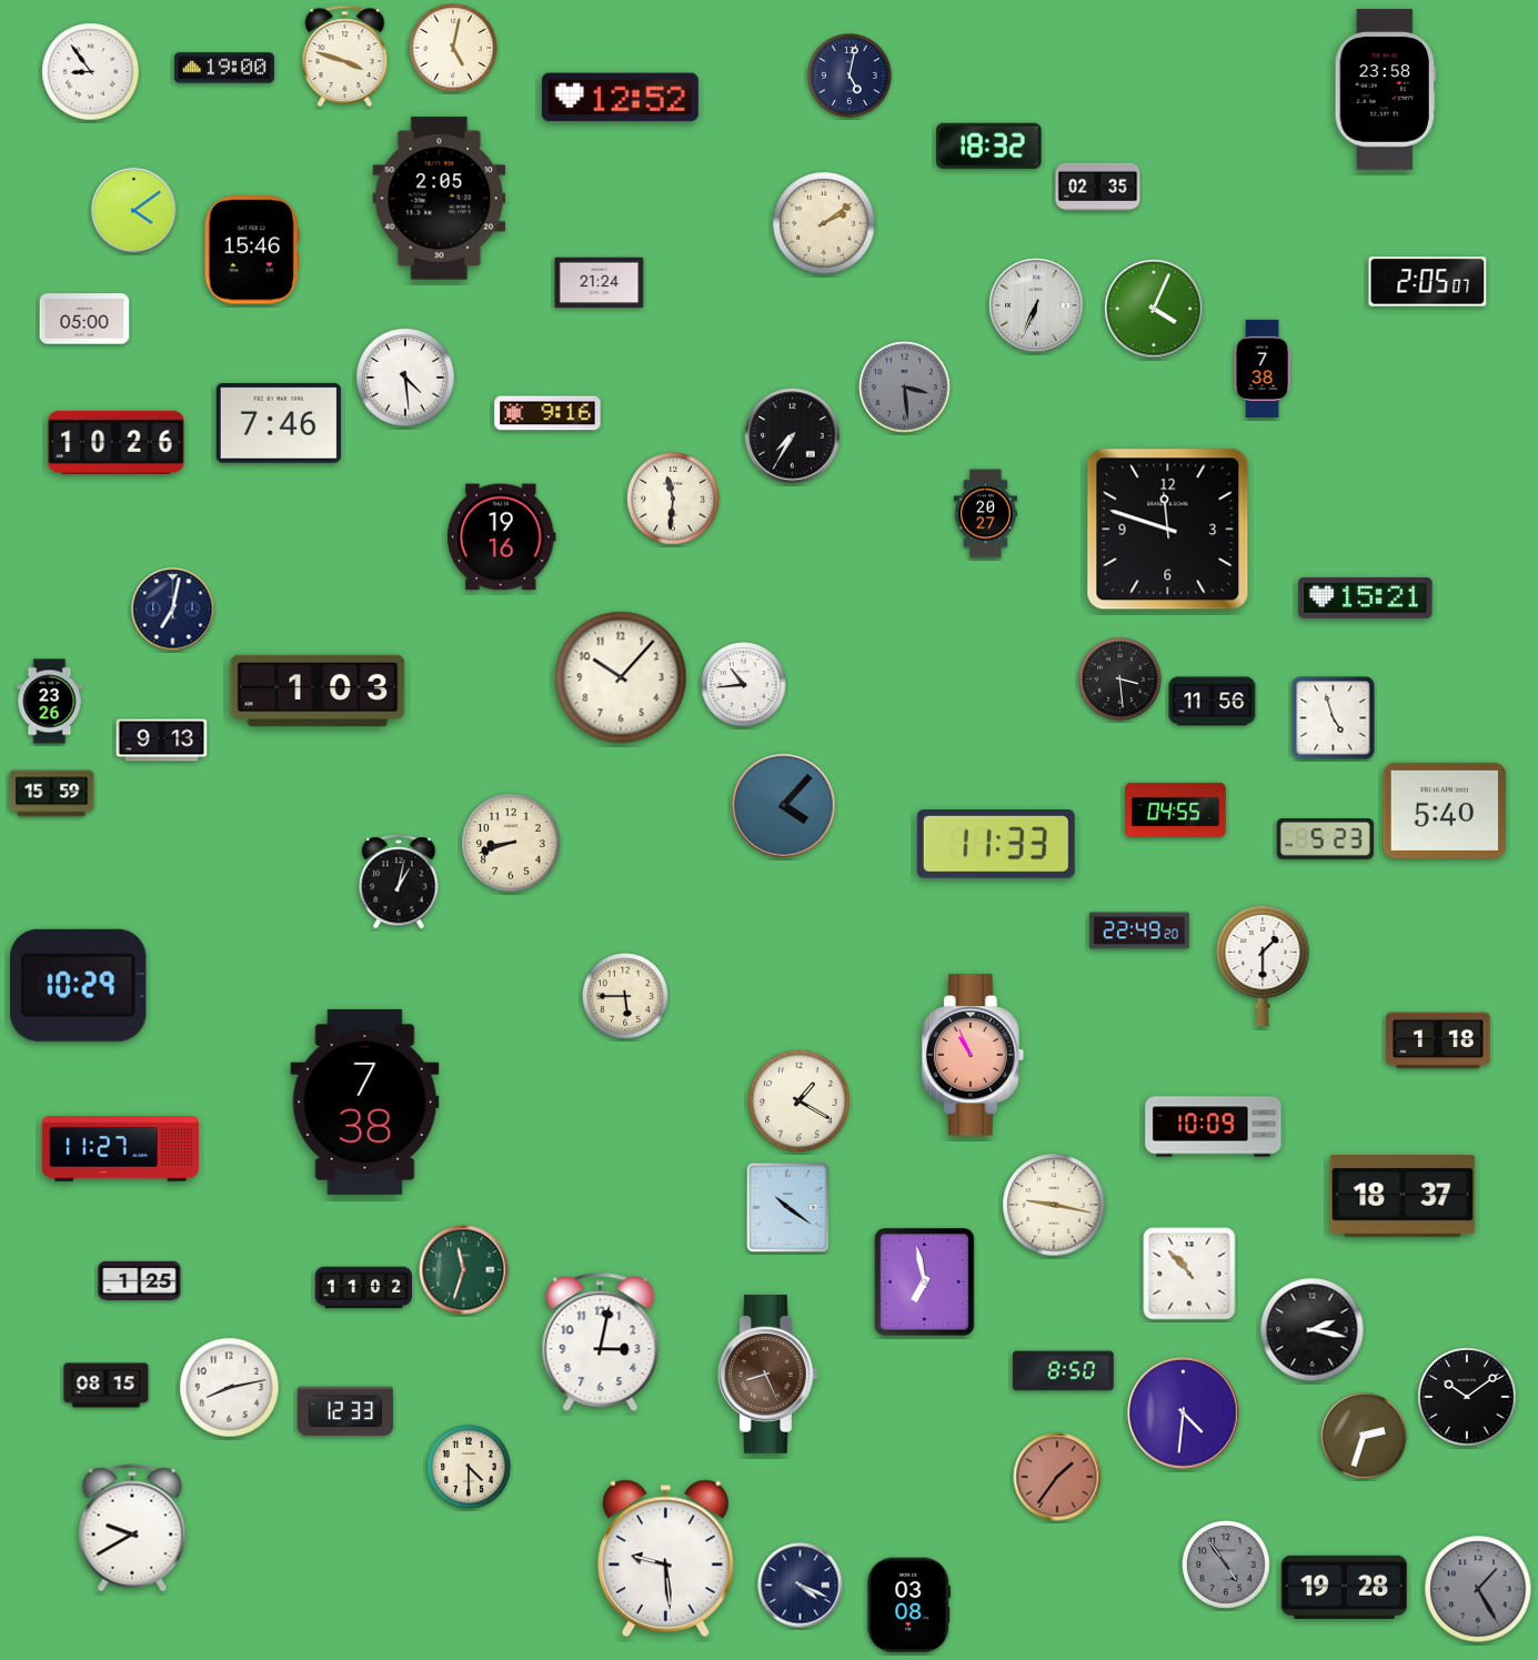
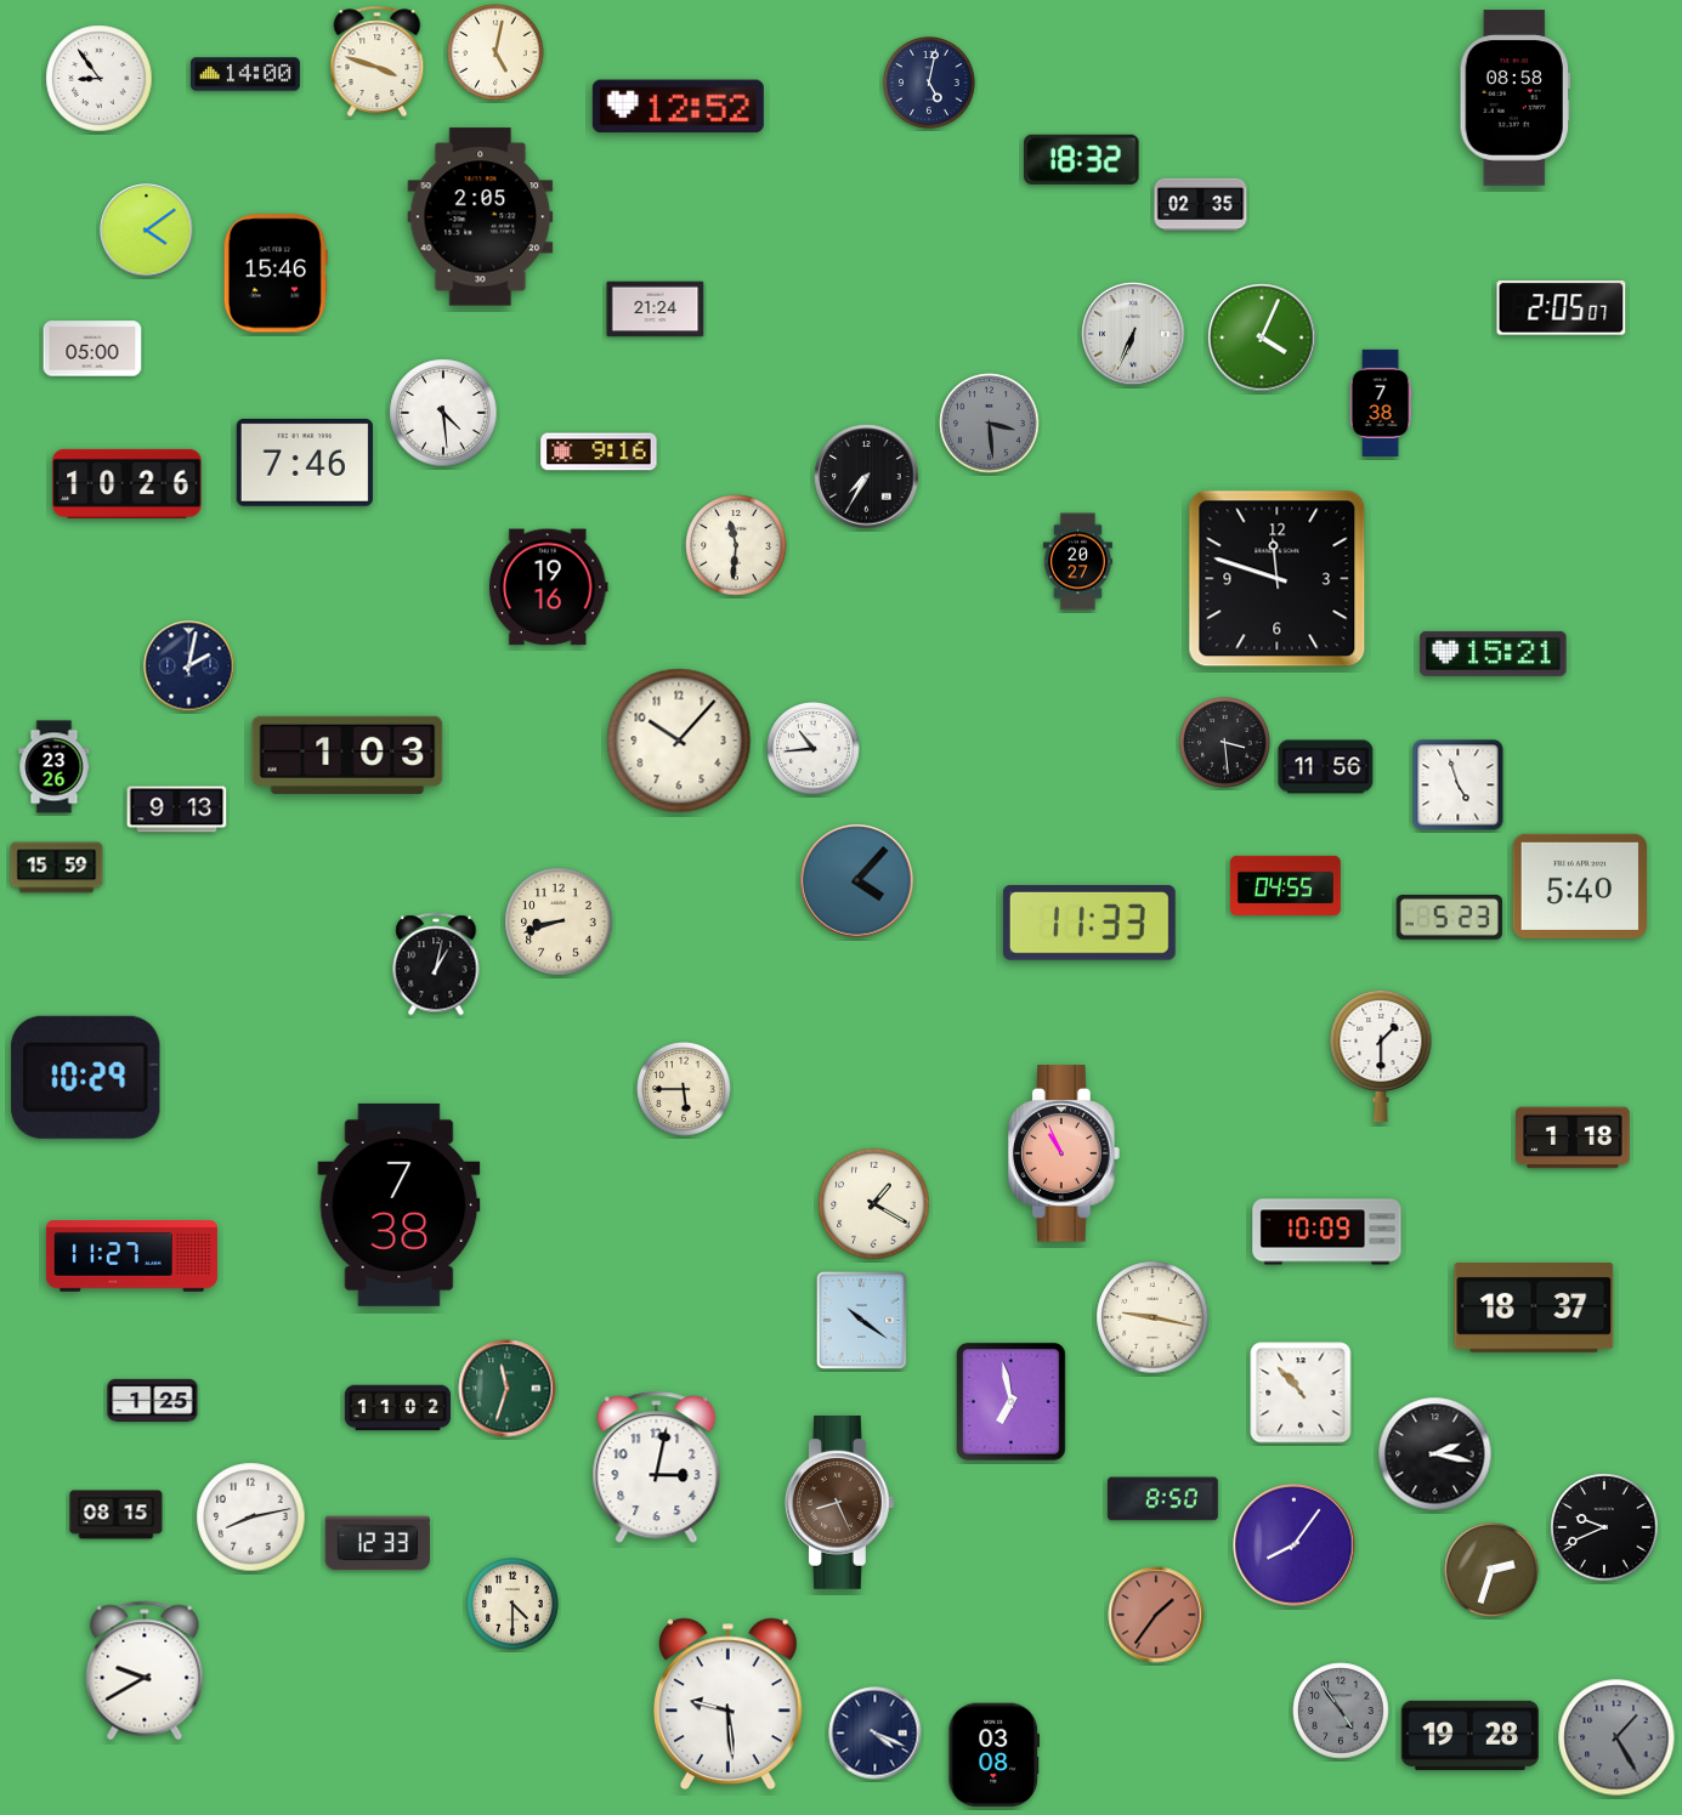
clock at (224, 68): 19:00 -> 14:00
clock at (1385, 90): 23:58 -> 08:58
clock at (824, 223): 2:09 -> none
clock at (173, 610): 7:02 -> 2:02
clock at (1139, 930): 22:49 -> none
clock at (1467, 1397): 10:09 -> 9:41
clock at (1184, 1413): 4:31 -> 8:06
